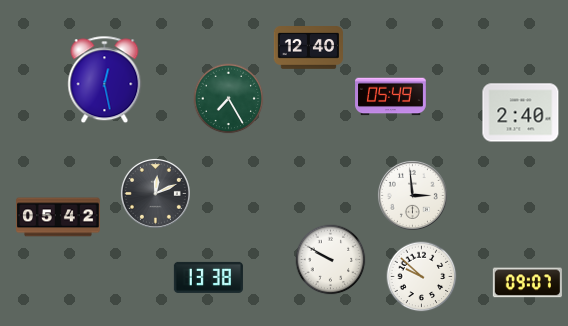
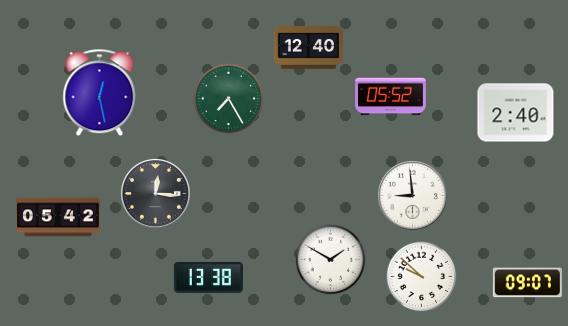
clock at (105, 80) position: (105, 80) -> (100, 93)
clock at (391, 97): 05:49 -> 05:52
clock at (521, 113) position: (521, 113) -> (516, 113)
clock at (155, 193): 12:11 -> 12:16
clock at (412, 195): 2:59 -> 8:59
clock at (331, 260): 9:50 -> 1:50
